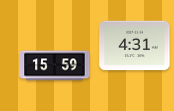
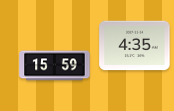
clock at (135, 46): 4:31 -> 4:35
